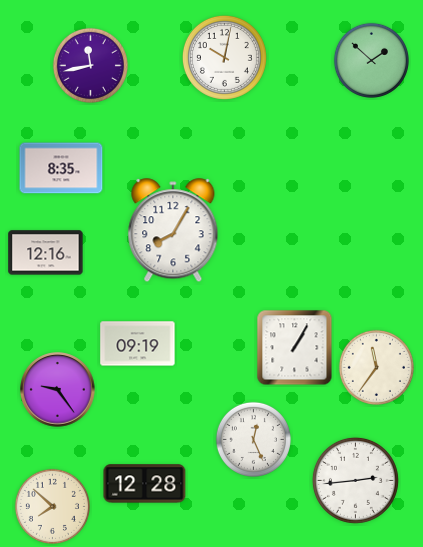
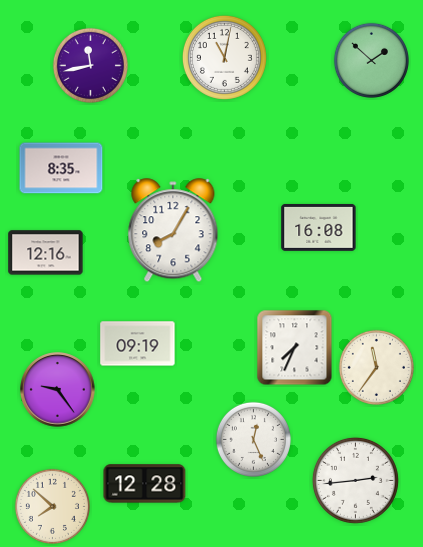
clock at (224, 57): 10:02 -> 11:02
clock at (319, 227): none -> 16:08
clock at (295, 348): 1:05 -> 7:34
